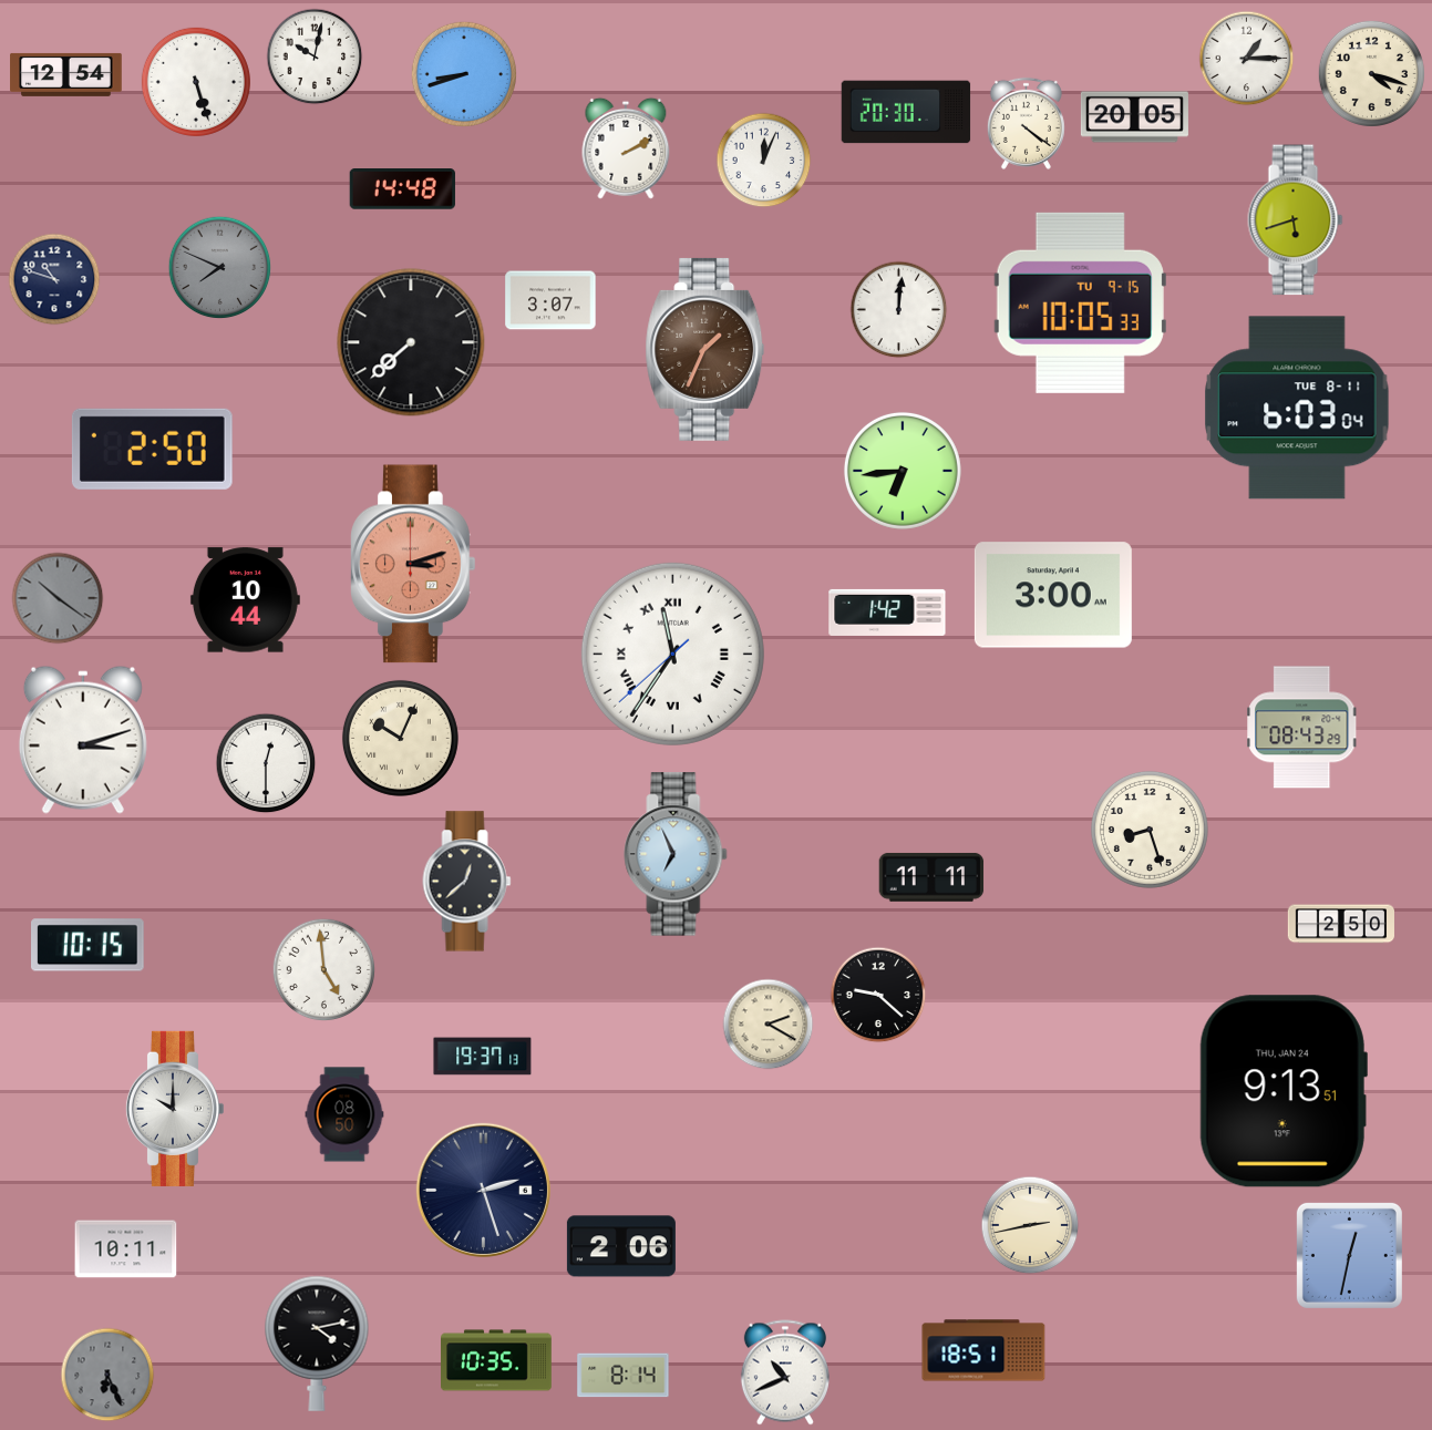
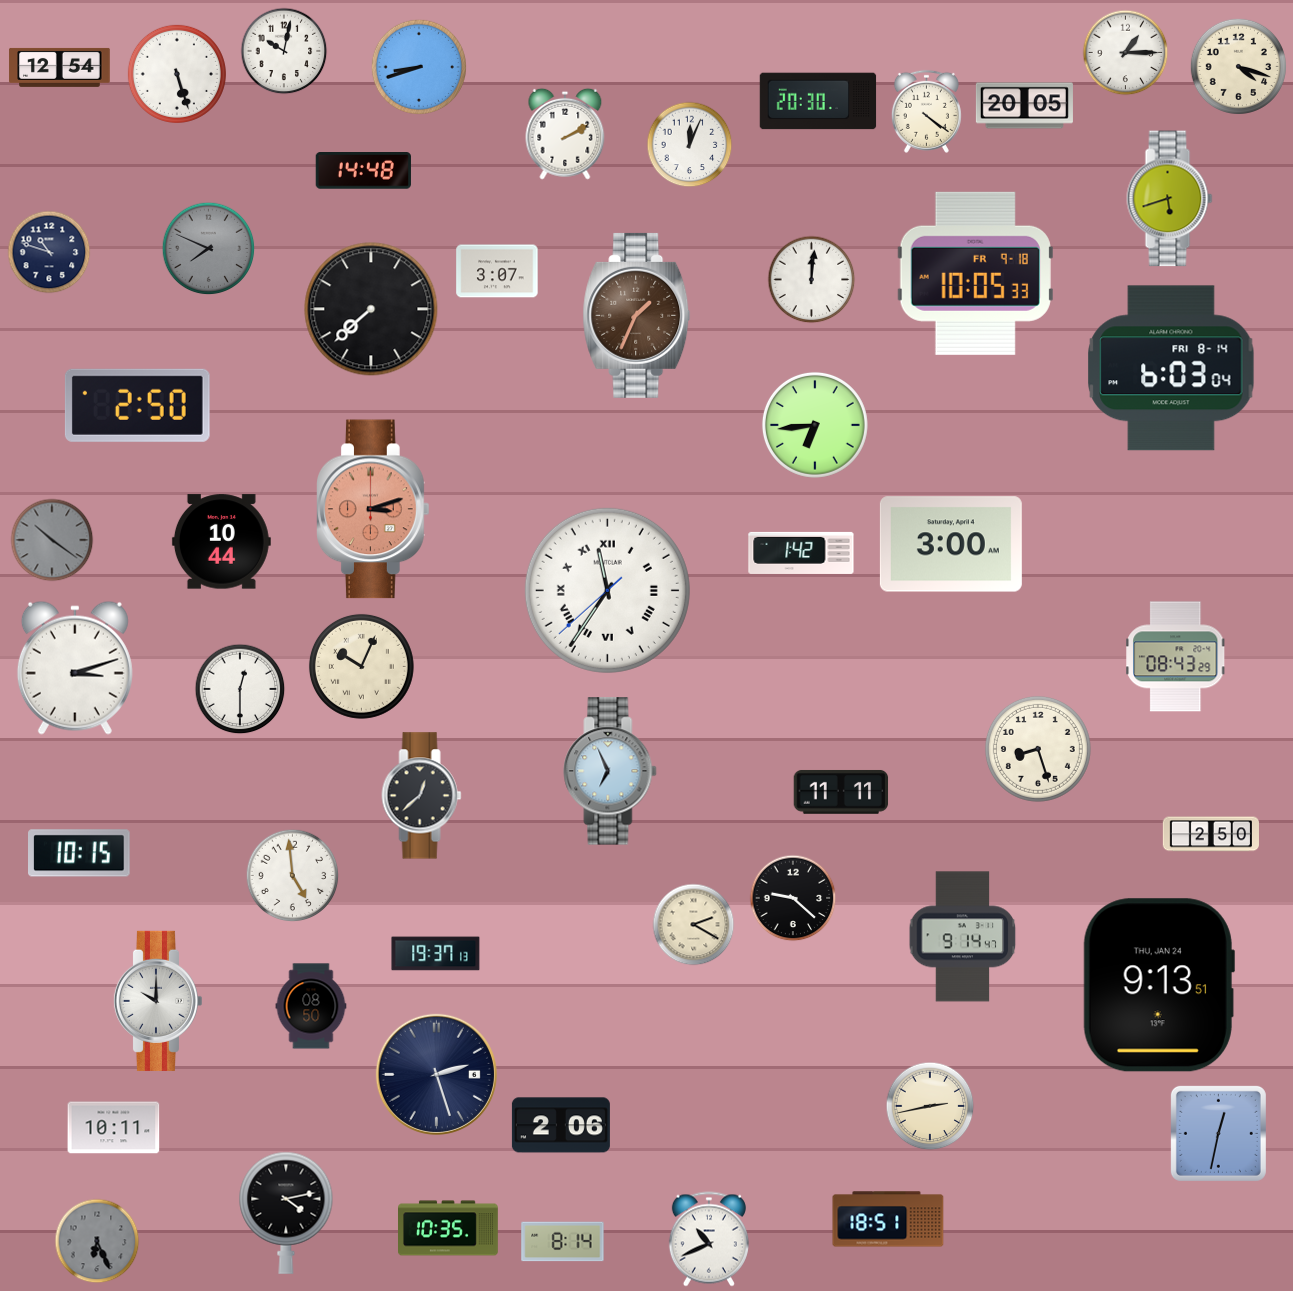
clock at (220, 268) position: (220, 268) -> (209, 249)
clock at (1080, 302) date: TU 9-15 -> FR 9-18
clock at (1297, 408) date: TUE 8-11 -> FRI 8-14
clock at (1053, 595) position: (1053, 595) -> (951, 544)
clock at (963, 937): none -> 9:14
